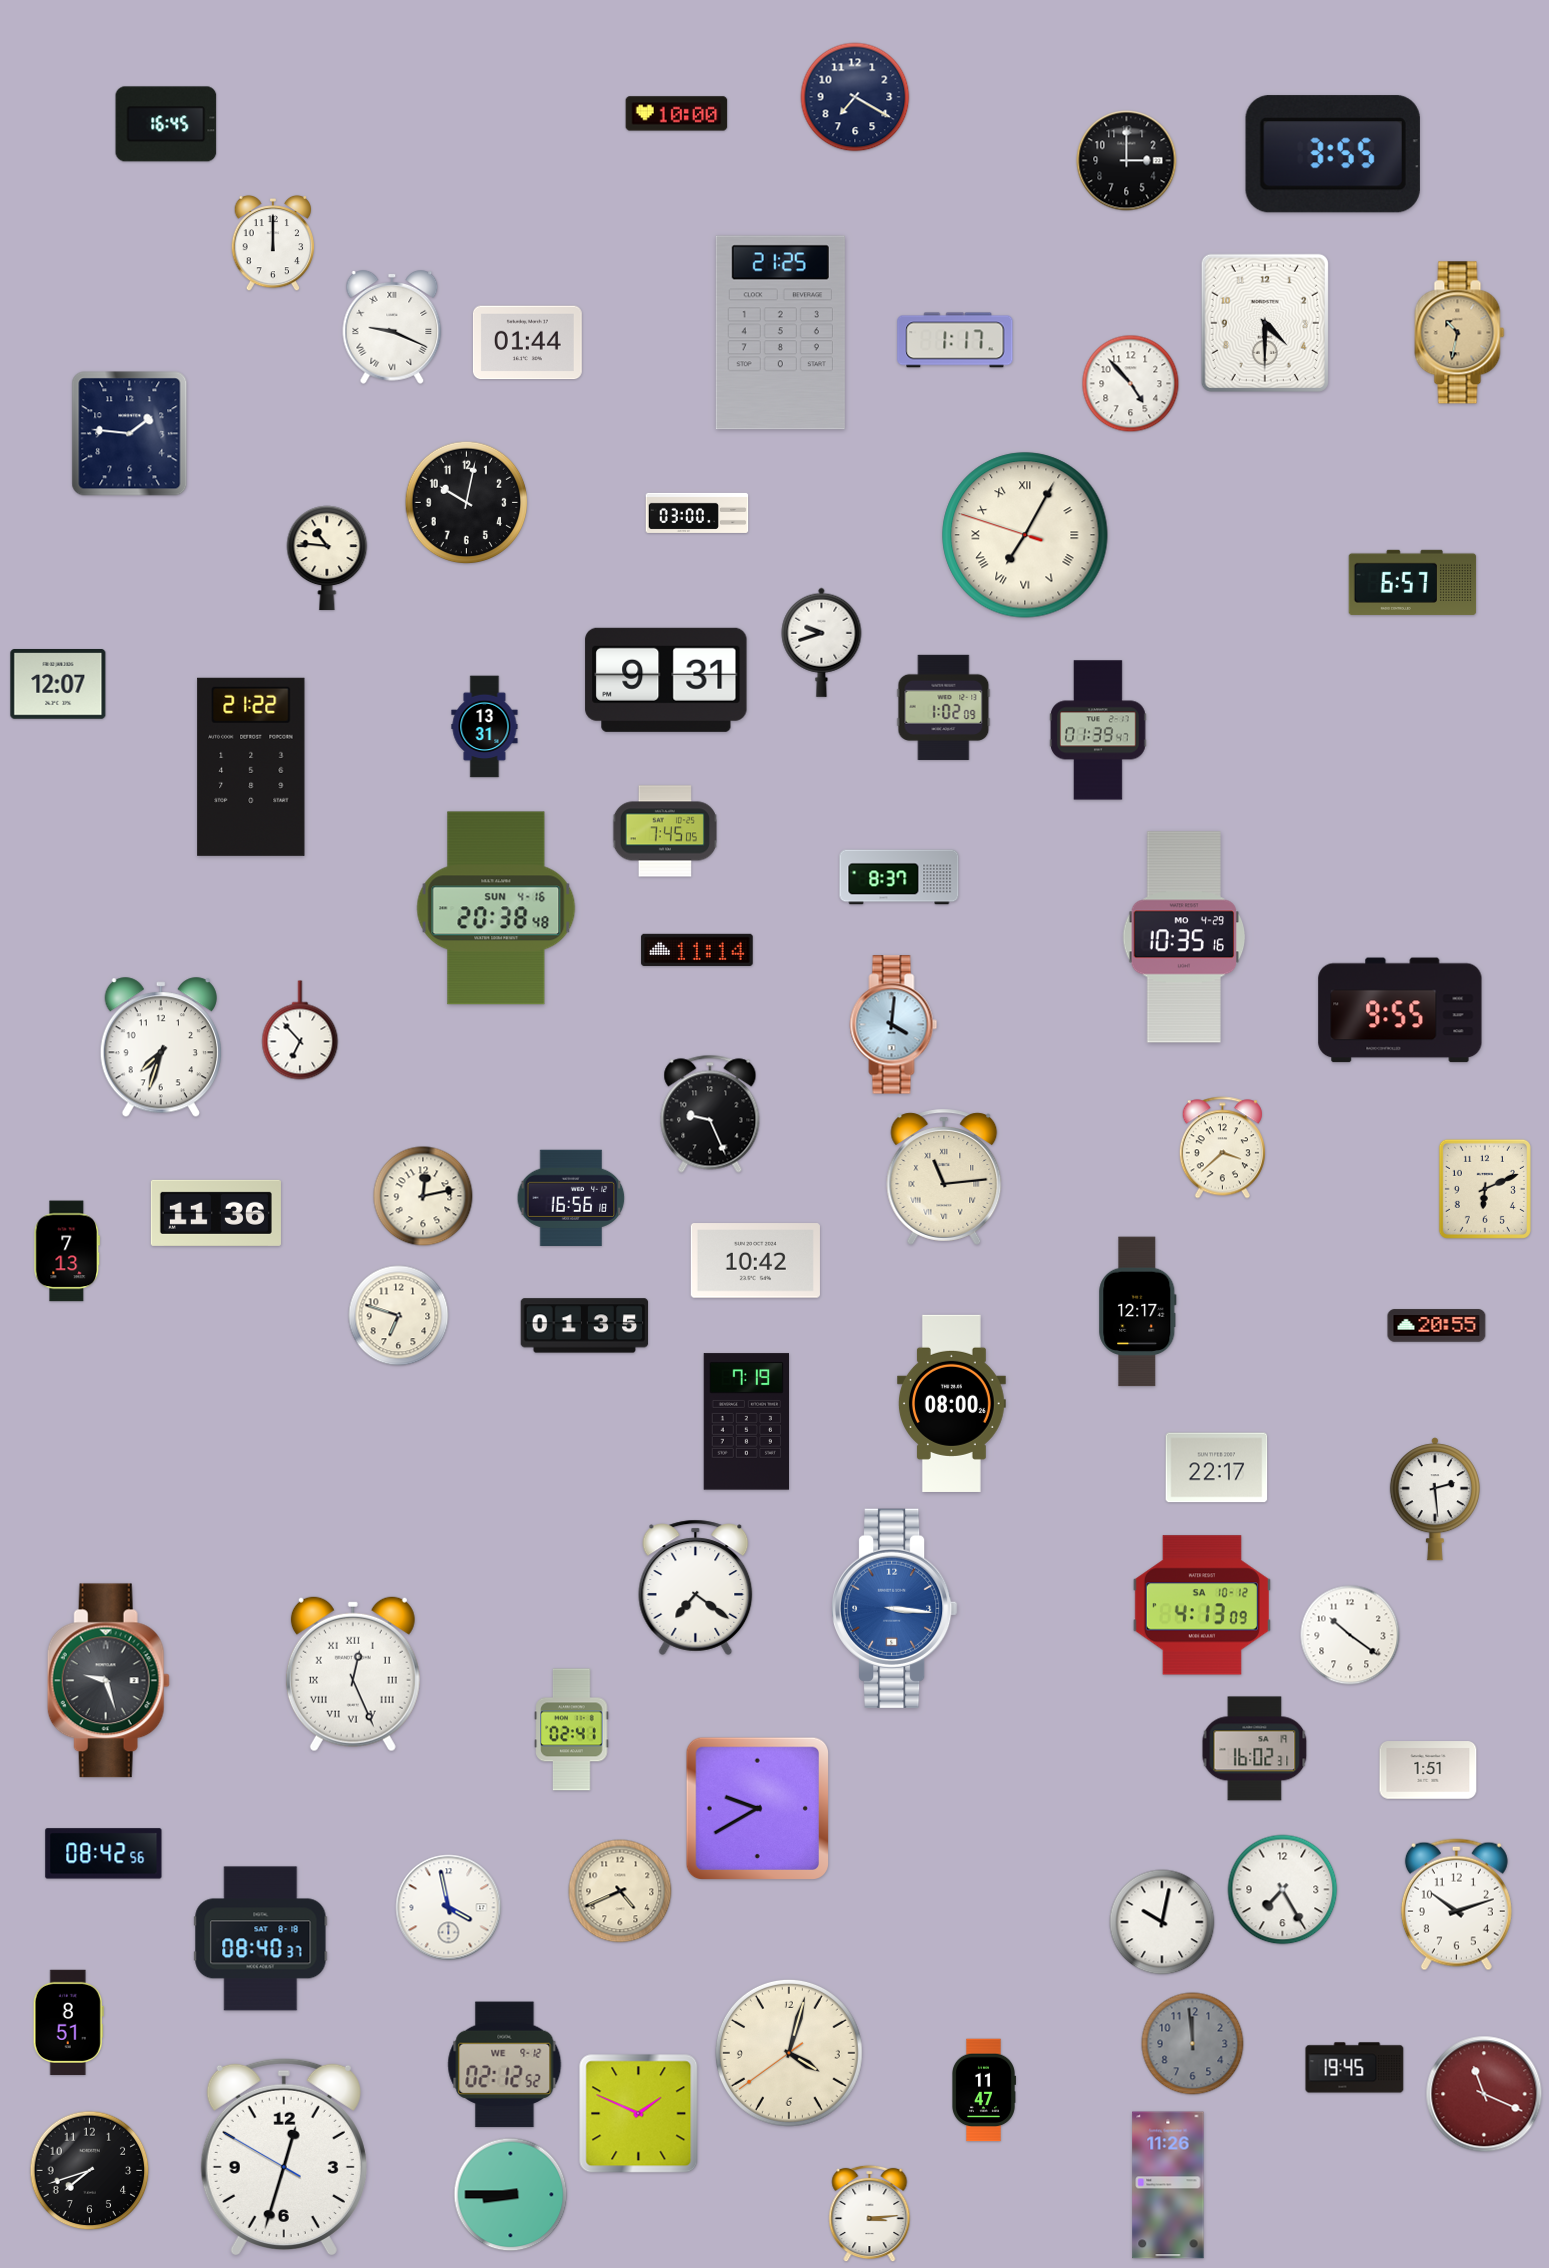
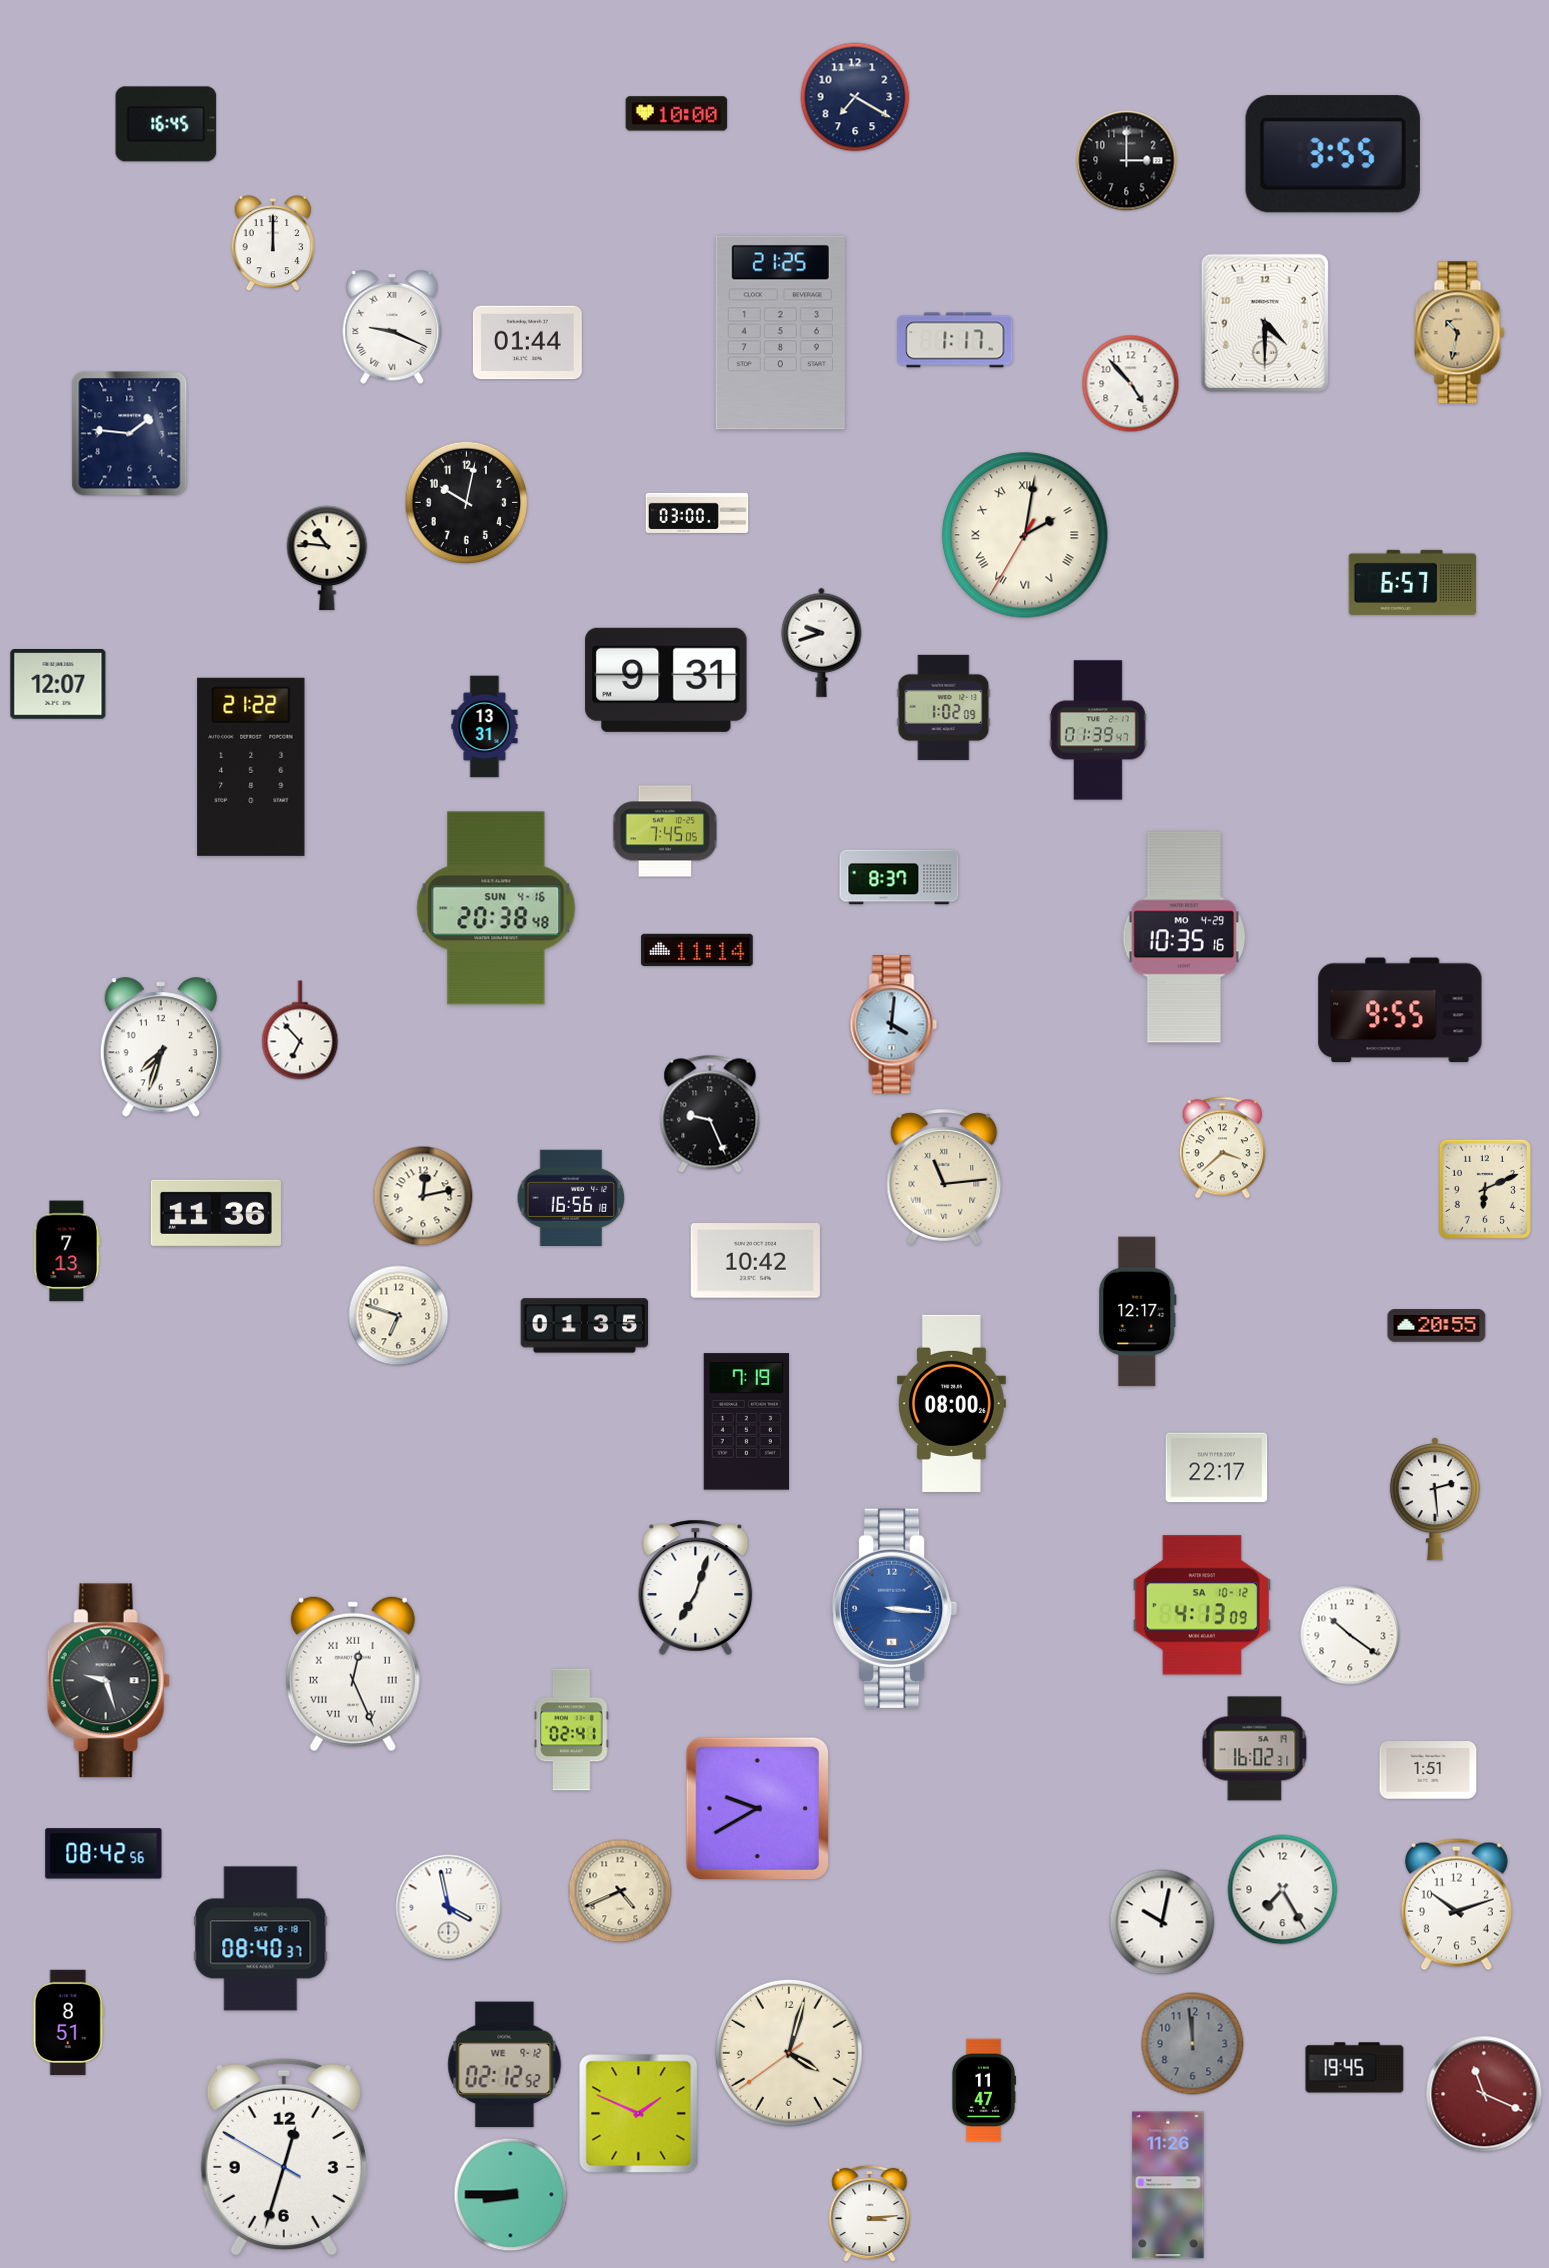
clock at (1025, 535): 7:04 -> 2:01
clock at (696, 1587): 7:21 -> 7:03
clock at (90, 2171): 7:42 -> none
